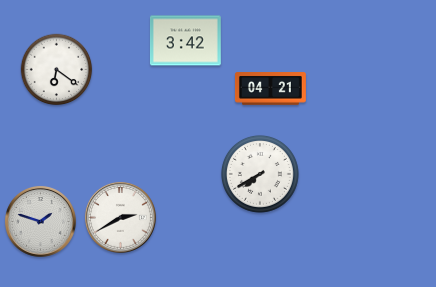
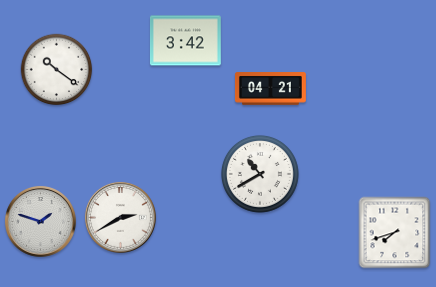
clock at (57, 70): 6:21 -> 10:21
clock at (260, 174): 7:40 -> 10:40
clock at (395, 233): none -> 7:42
